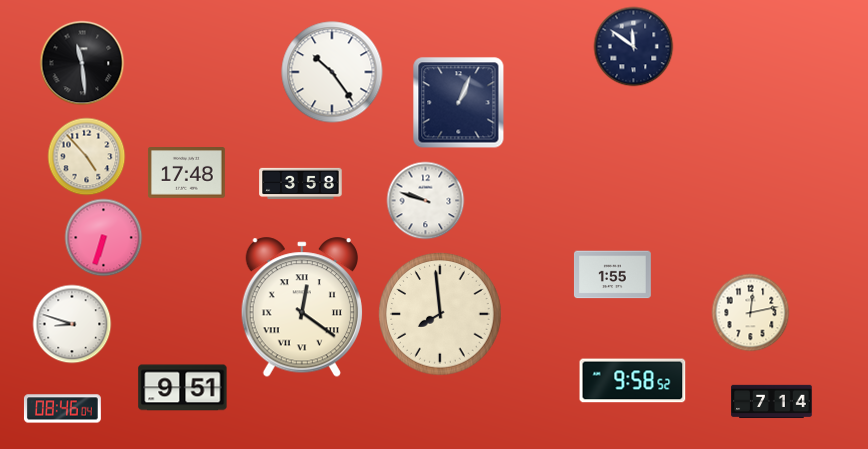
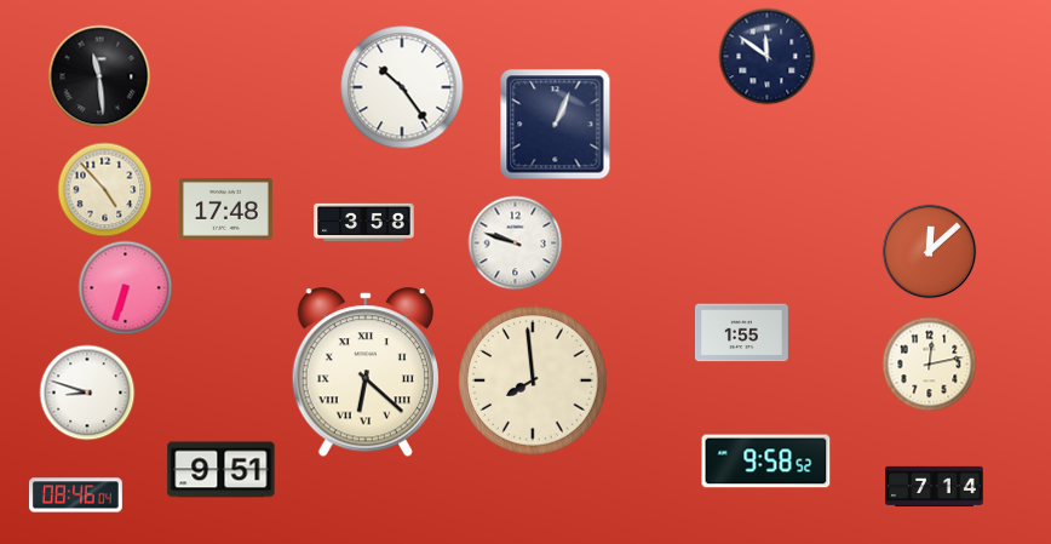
clock at (929, 251): none -> 12:08
clock at (302, 308): 12:21 -> 6:22
clock at (750, 312) position: (750, 312) -> (929, 363)
